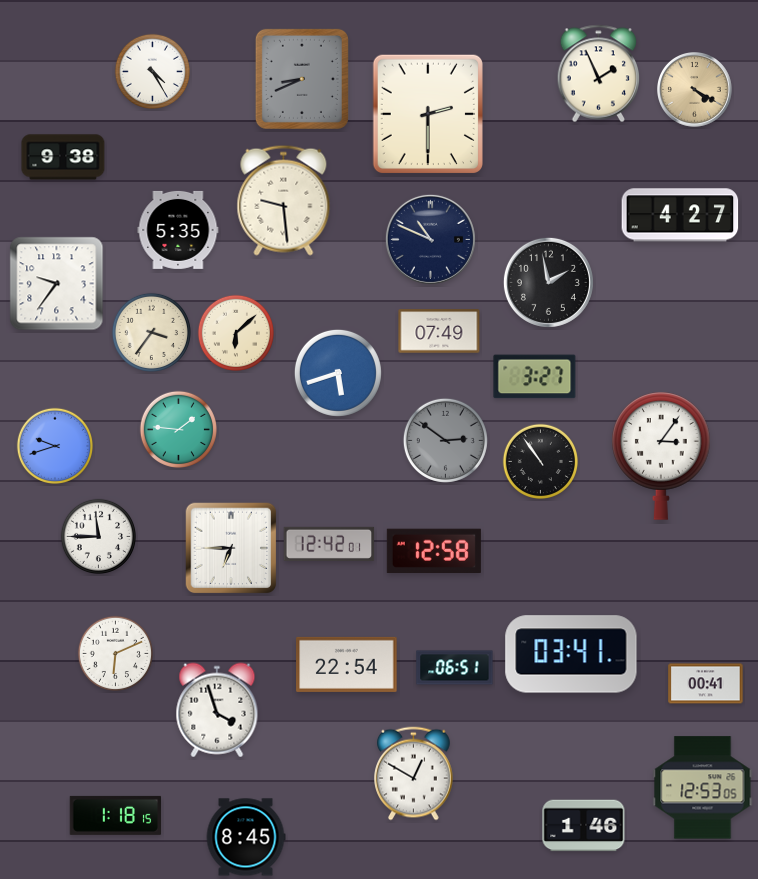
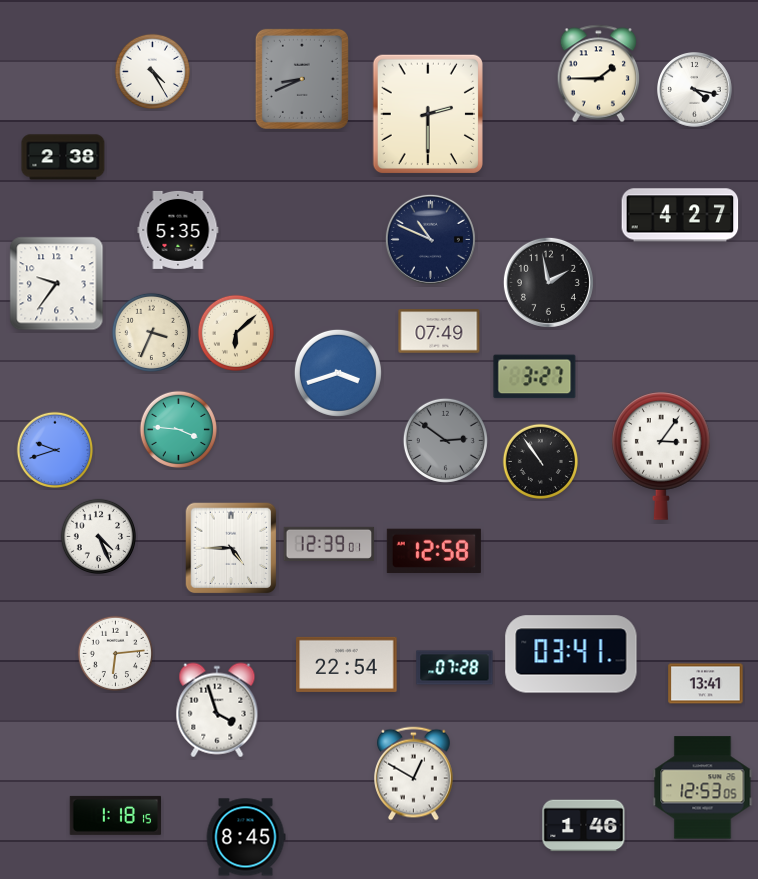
clock at (599, 74): 1:56 -> 1:45
clock at (695, 90): 4:20 -> 4:17
clock at (695, 90) dial: champagne -> white
clock at (63, 157): 9:38 -> 2:38
clock at (284, 200): 9:29 -> none
clock at (151, 332): 3:36 -> 3:34
clock at (338, 373): 5:42 -> 3:42
clock at (178, 429): 1:46 -> 3:46
clock at (54, 445) position: (54, 445) -> (54, 449)
clock at (98, 536): 11:45 -> 4:26
clock at (329, 544): 12:42 -> 12:39
clock at (231, 548): 6:45 -> 4:45
clock at (115, 653): 6:11 -> 6:14
clock at (455, 668): 06:51 -> 07:28
clock at (706, 684): 00:41 -> 13:41
